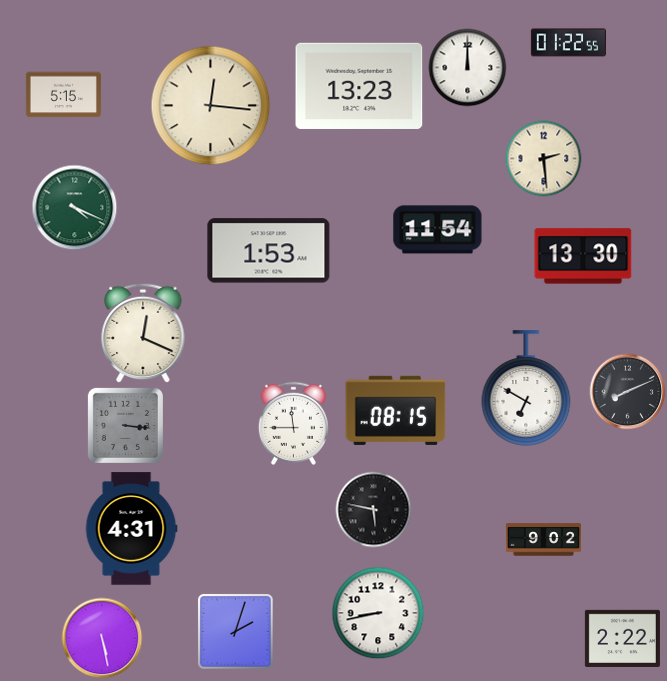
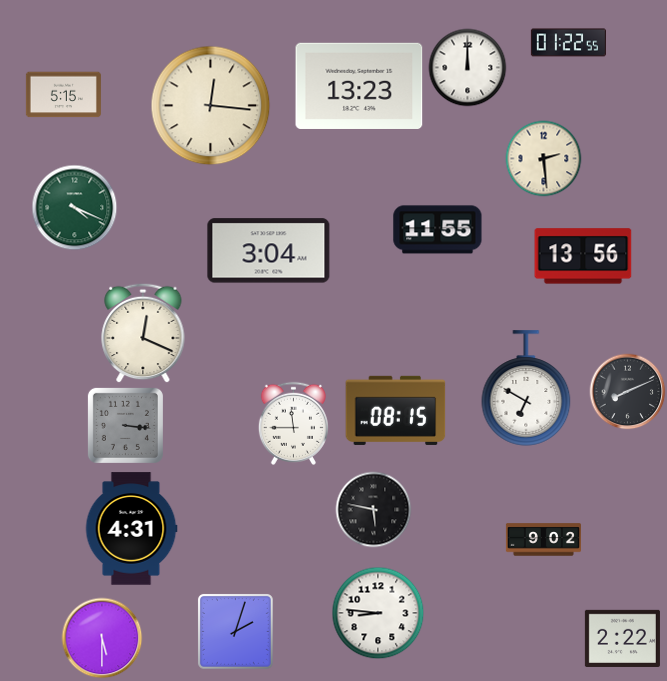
clock at (438, 230): 11:54 -> 11:55
clock at (269, 251): 1:53 -> 3:04
clock at (583, 256): 13:30 -> 13:56
clock at (378, 613): 8:43 -> 8:46
clock at (102, 638): 5:28 -> 5:30
